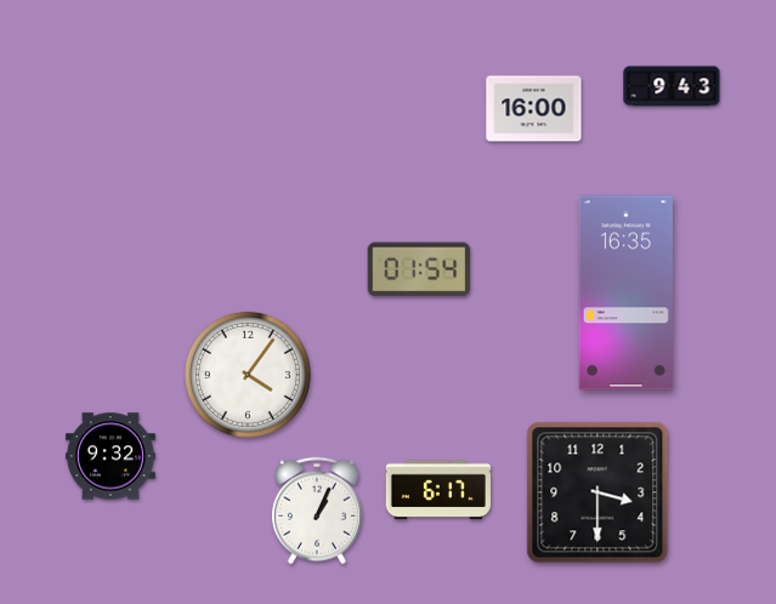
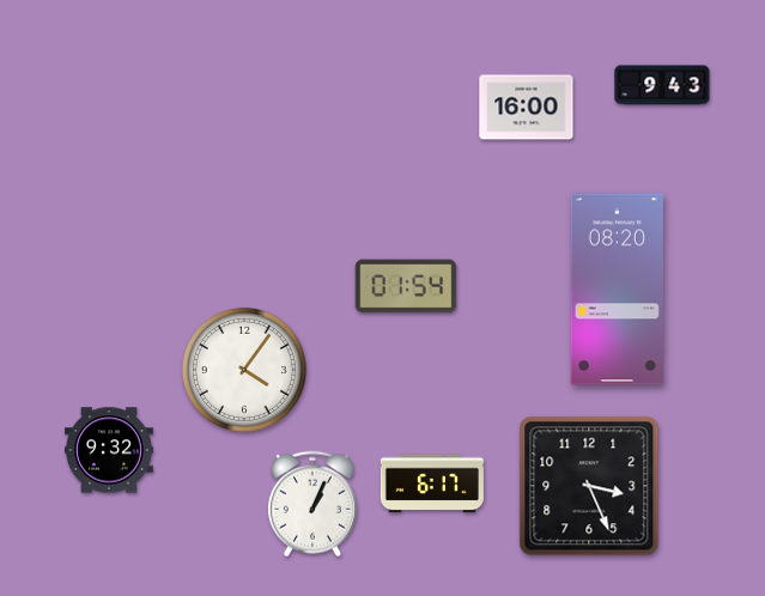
clock at (419, 269) position: (419, 269) -> (406, 286)
clock at (625, 294): 16:35 -> 08:20
clock at (597, 492): 3:30 -> 3:26
